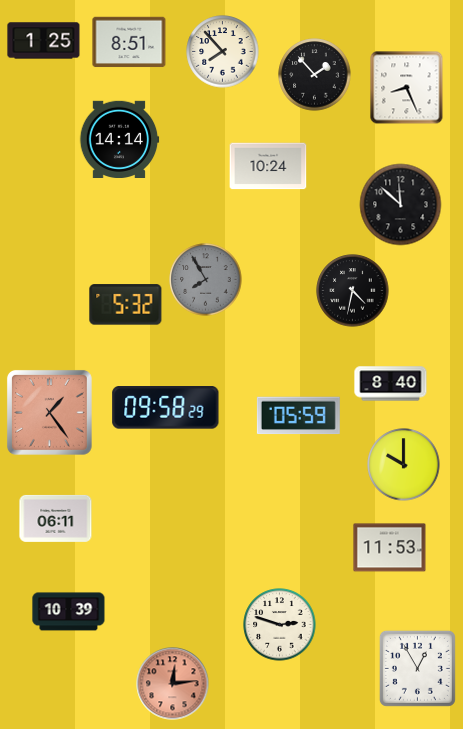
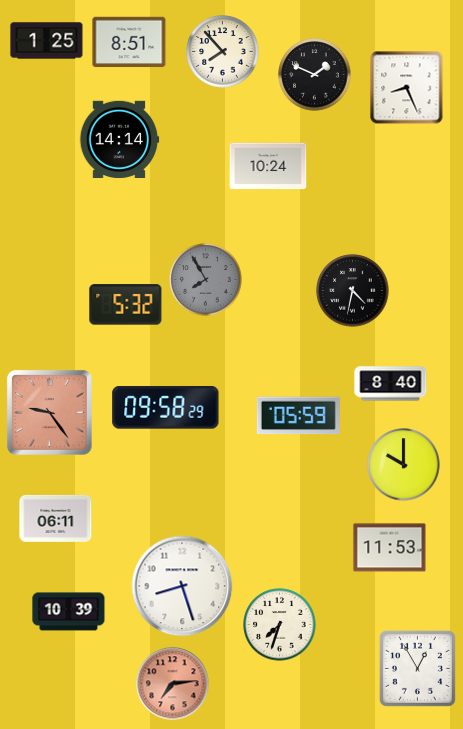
clock at (44, 41) position: (44, 41) -> (47, 41)
clock at (315, 75): 1:53 -> 1:49
clock at (401, 205): 11:52 -> none
clock at (50, 413): 1:24 -> 9:24
clock at (182, 586): none -> 8:27
clock at (280, 625): 2:48 -> 7:33
clock at (173, 684): 12:14 -> 7:14
